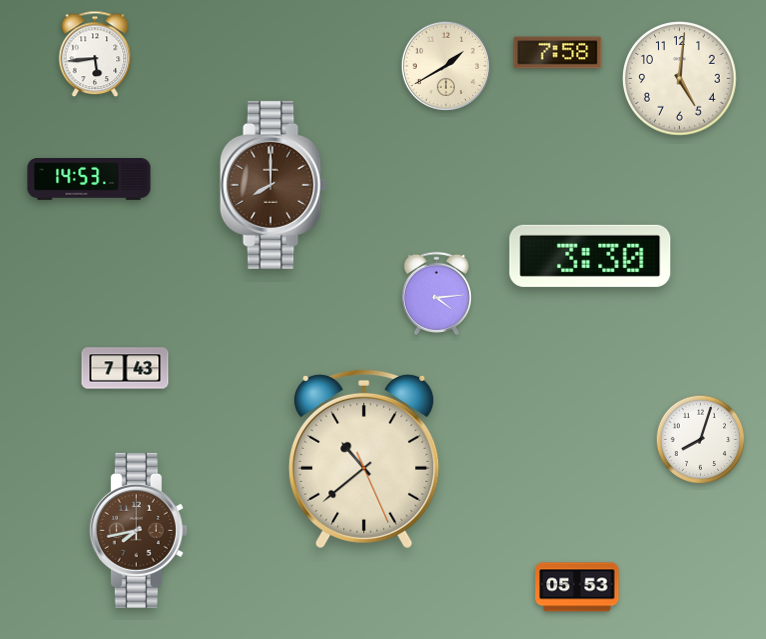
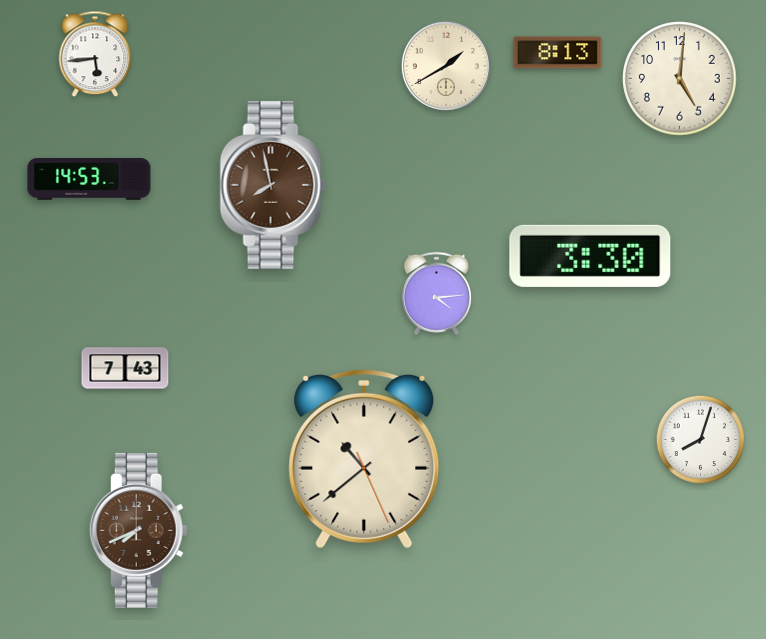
clock at (558, 53): 7:58 -> 8:13
clock at (273, 185): 8:00 -> 7:58
clock at (138, 530): 7:43 -> 7:41
clock at (577, 587): 05:53 -> none
